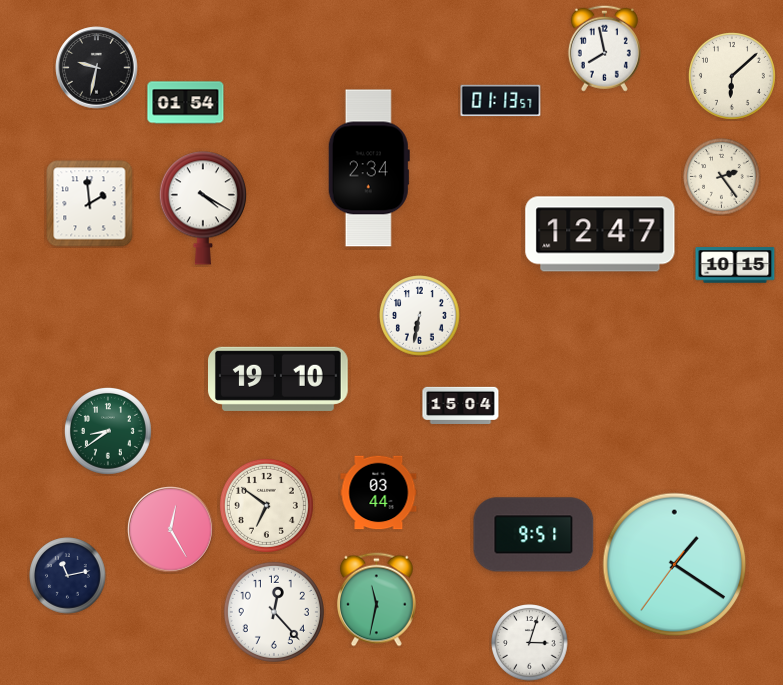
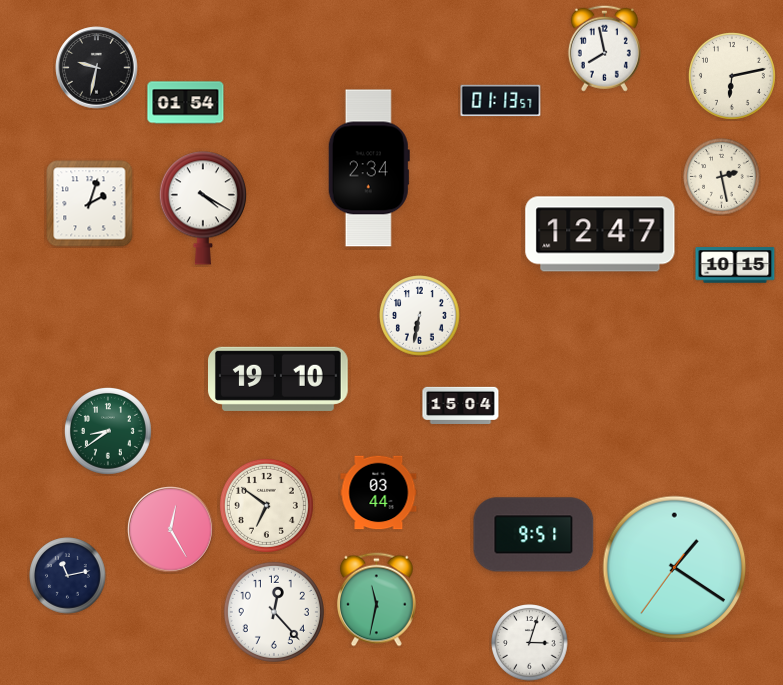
clock at (732, 76): 6:08 -> 6:13
clock at (722, 177): 2:24 -> 2:28
clock at (90, 204): 1:59 -> 2:03
clock at (675, 565) position: (675, 565) -> (675, 568)
